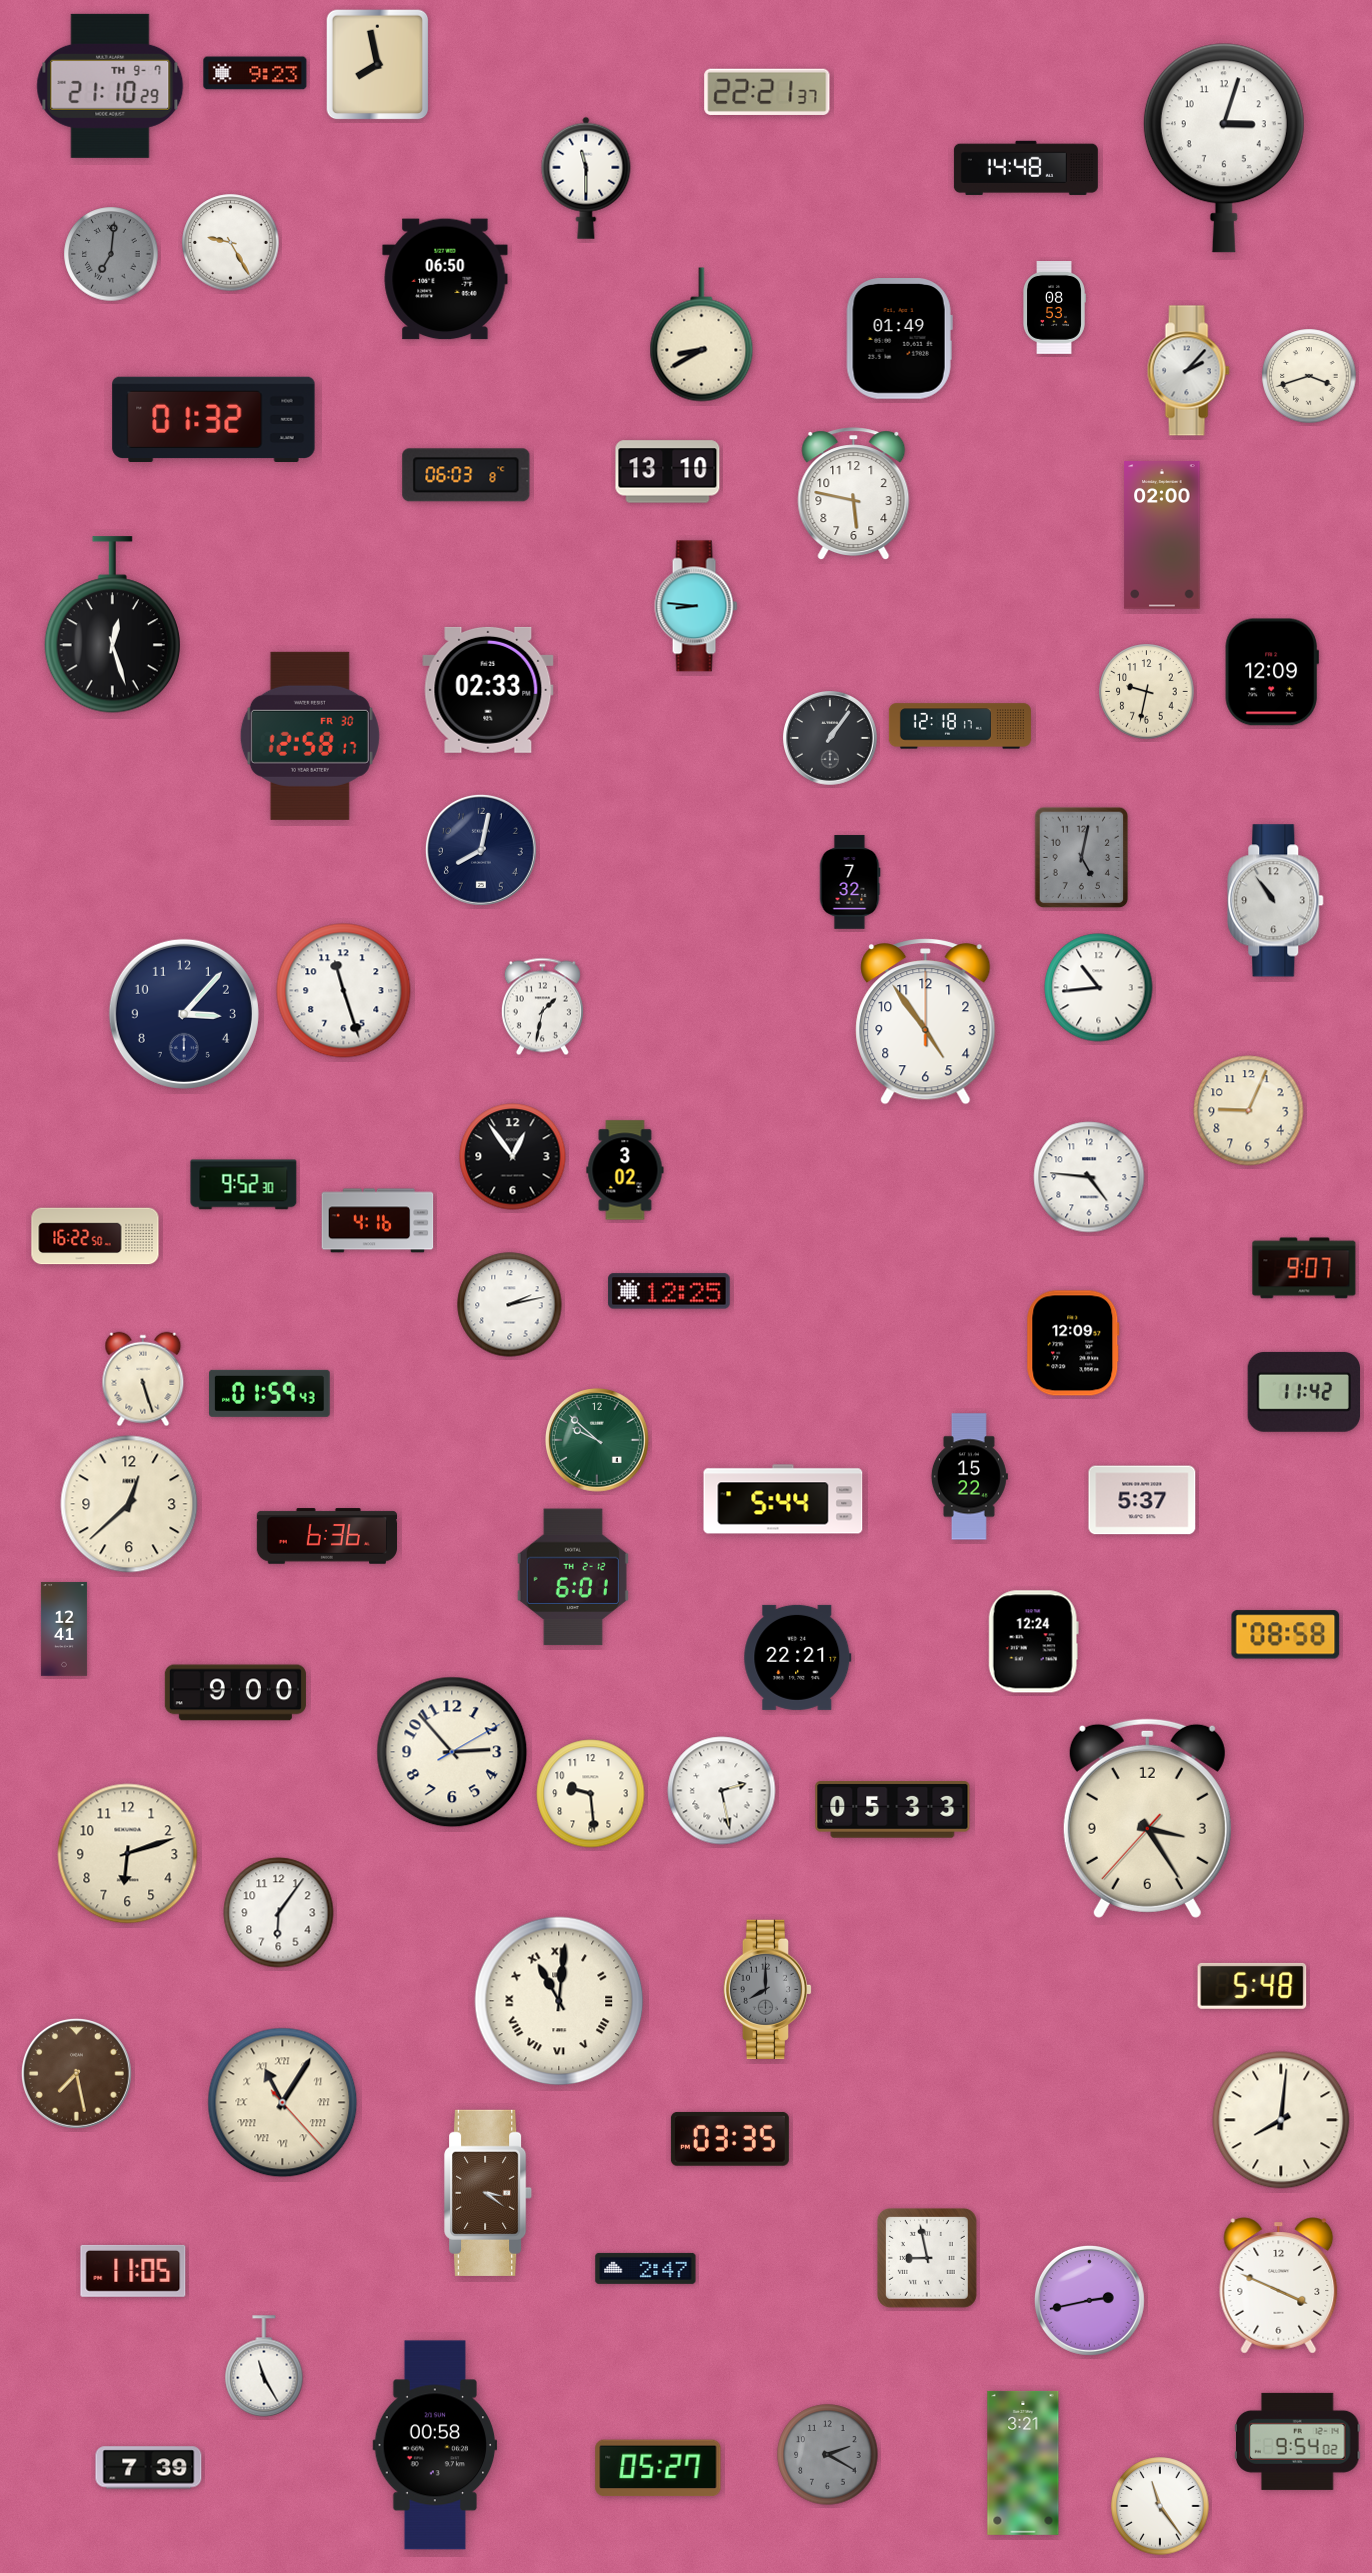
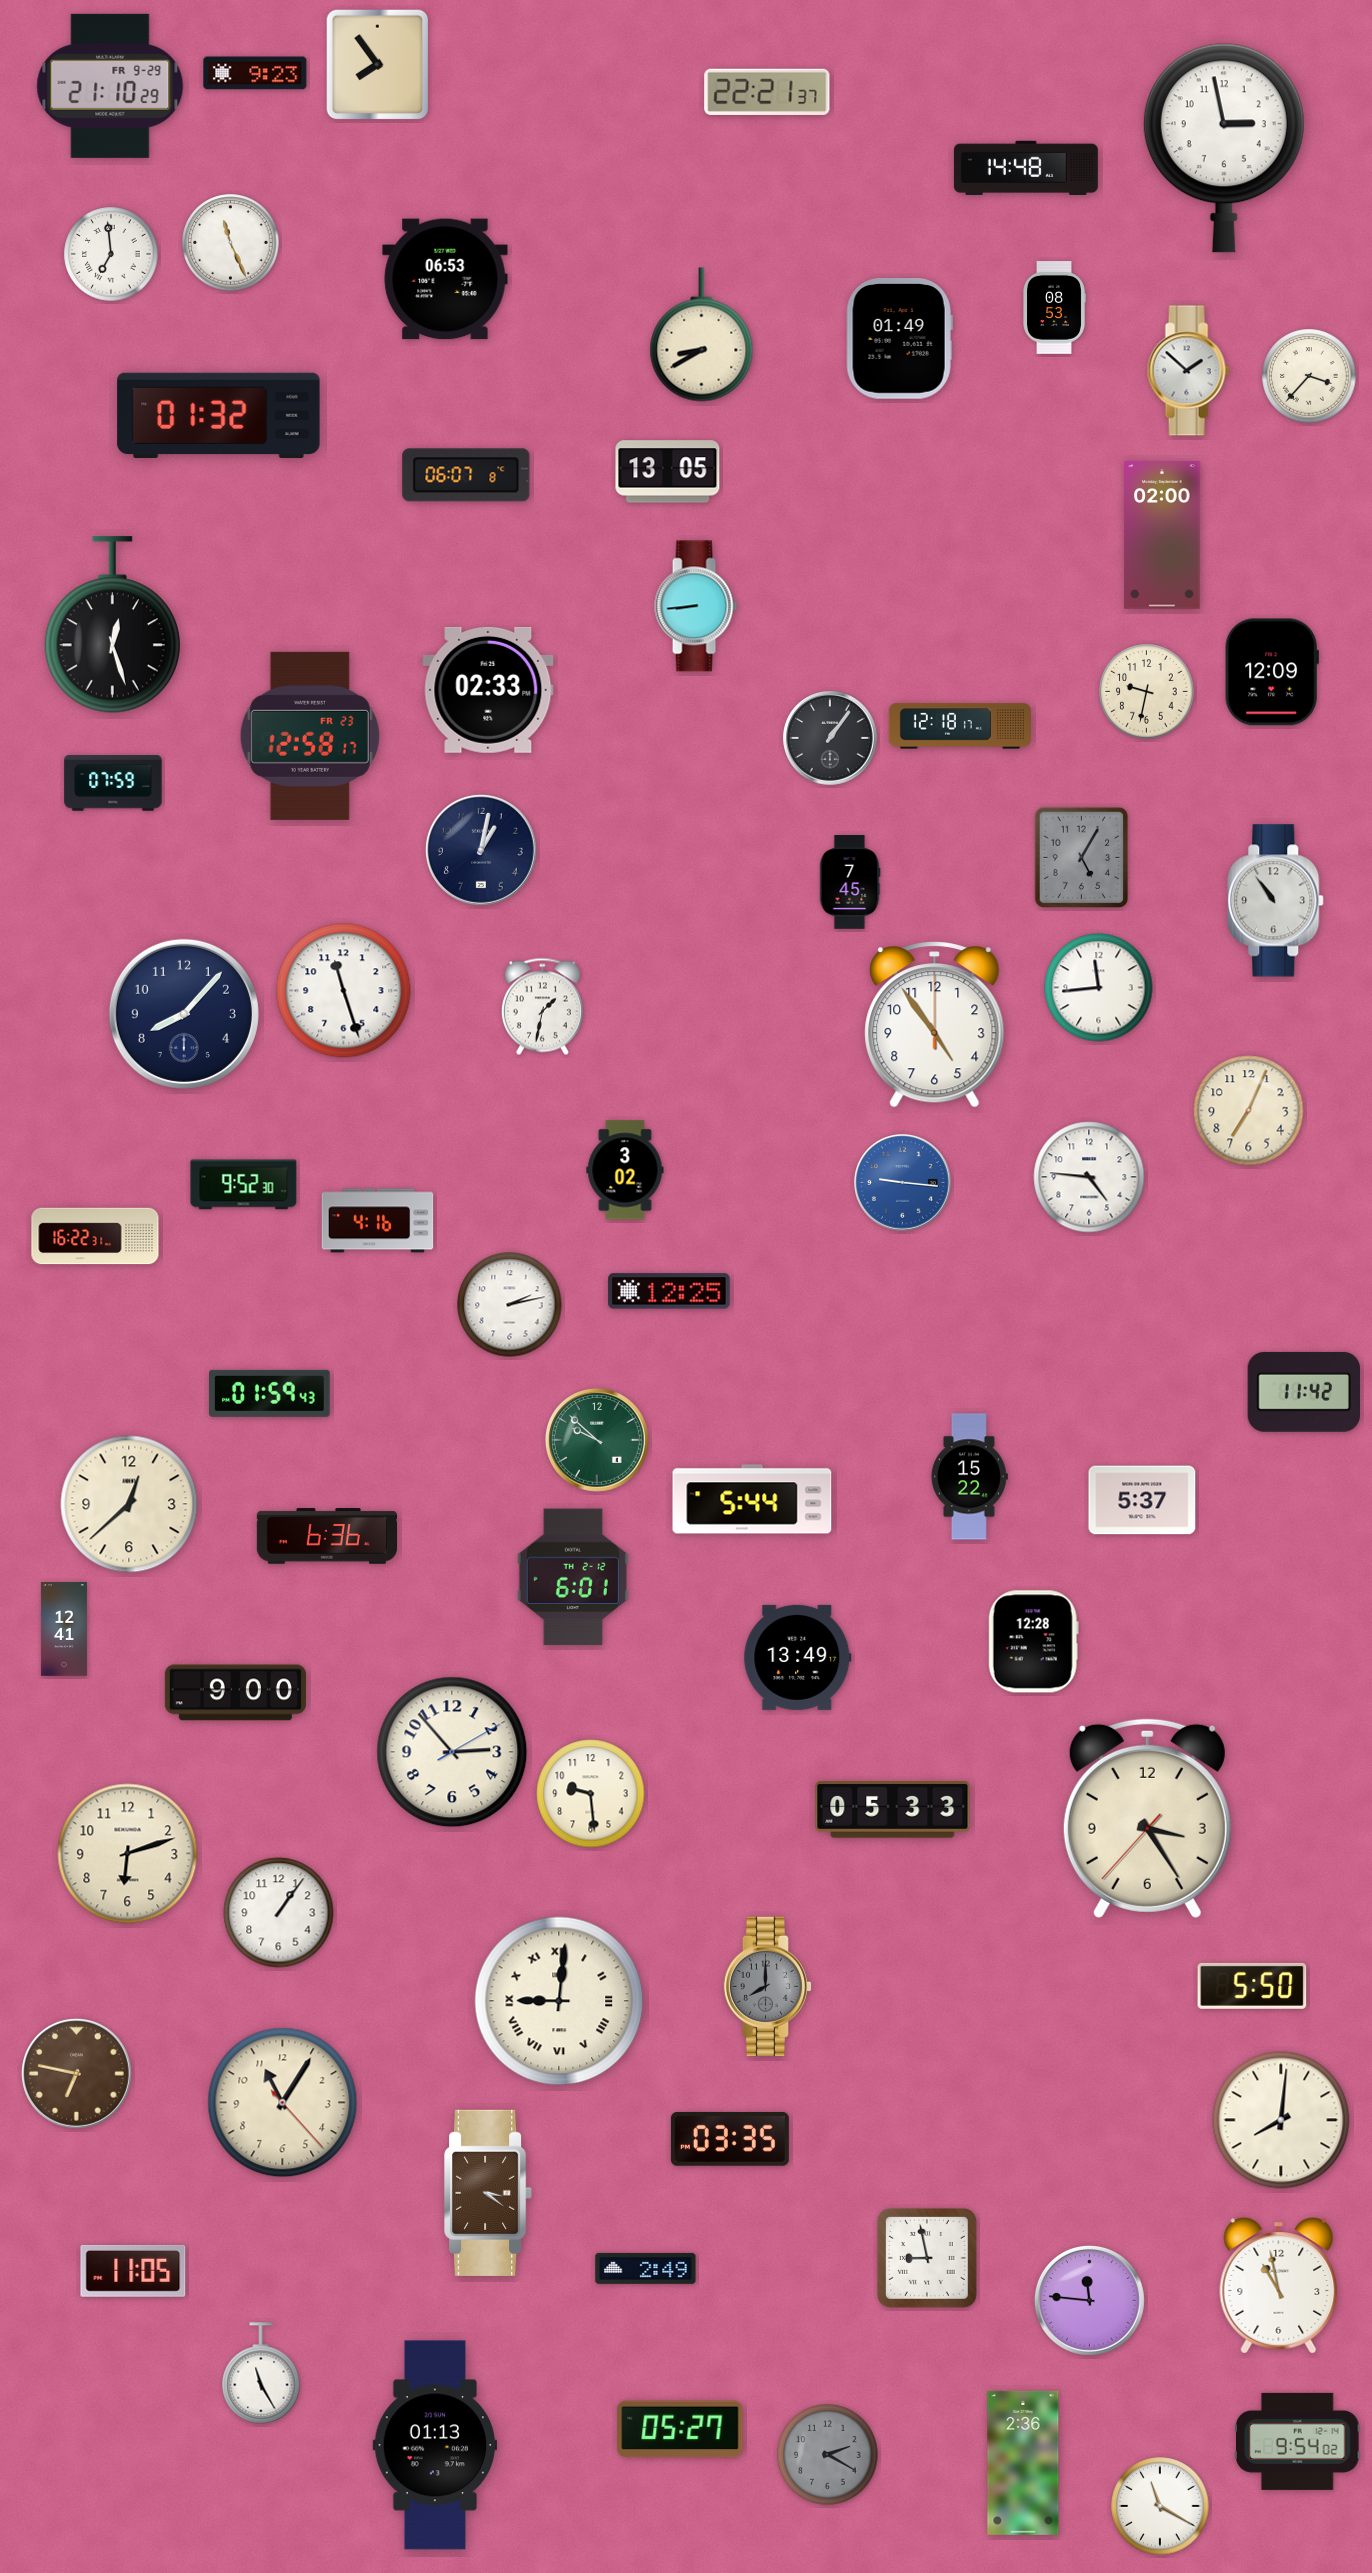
clock at (378, 65): 7:58 -> 7:54
clock at (110, 86) date: TH 9-7 -> FR 9-29
clock at (1224, 148): 3:03 -> 2:58
clock at (586, 178): 11:30 -> none
clock at (231, 243): 9:25 -> 11:26
clock at (111, 254): 7:01 -> 6:59
clock at (111, 254) dial: grey -> white
clock at (445, 279): 06:50 -> 06:53
clock at (1188, 371): 2:07 -> 1:52
clock at (1309, 376): 3:42 -> 3:37
clock at (214, 419) position: (214, 419) -> (219, 415)
clock at (668, 472): 13:10 -> 13:05
clock at (466, 475): 06:03 -> 06:07
clock at (854, 494): 5:47 -> none
clock at (696, 606): 8:46 -> 8:44
clock at (310, 736) date: FR 30 -> FR 23
clock at (113, 783): none -> 07:59
clock at (481, 850): 8:02 -> 1:02
clock at (1082, 858): 5:02 -> 5:05
clock at (850, 882): 7:32 -> 7:45
clock at (1099, 988): 10:44 -> 11:44
clock at (184, 1014): 3:07 -> 8:07
clock at (926, 1022) position: (926, 1022) -> (935, 1025)
clock at (1249, 1111): 9:04 -> 7:04
clock at (513, 1157): 12:54 -> none
clock at (903, 1183): none -> 9:16
clock at (95, 1236): 16:22:50 -> 16:22:31
clock at (1304, 1268): 9:07 -> none
clock at (1073, 1343): 12:09 -> none
clock at (143, 1379): 5:27 -> none
clock at (783, 1499) position: (783, 1499) -> (752, 1499)
clock at (1286, 1635): 08:58 -> none
clock at (1033, 1642): 12:24 -> 12:28
clock at (798, 1657): 22:21 -> 13:49
clock at (722, 1791): 2:28 -> none
clock at (279, 1913): 6:06 -> 1:06
clock at (1252, 1986): 5:48 -> 5:50
clock at (768, 1989) position: (768, 1989) -> (768, 1986)
clock at (559, 2001): 11:01 -> 9:01
clock at (76, 2073): 7:28 -> 6:47
clock at (283, 2103) numerals: Roman -> Arabic
clock at (646, 2268): 2:47 -> 2:49
clock at (1279, 2286): 3:49 -> 10:58
clock at (1089, 2300): 2:43 -> 11:46
clock at (264, 2366) position: (264, 2366) -> (261, 2373)
clock at (435, 2445): 00:58 -> 01:13
clock at (1023, 2463): 3:21 -> 2:36
clock at (149, 2468): 7:39 -> none
clock at (658, 2468) position: (658, 2468) -> (680, 2429)
clock at (1160, 2506): 11:24 -> 11:20
